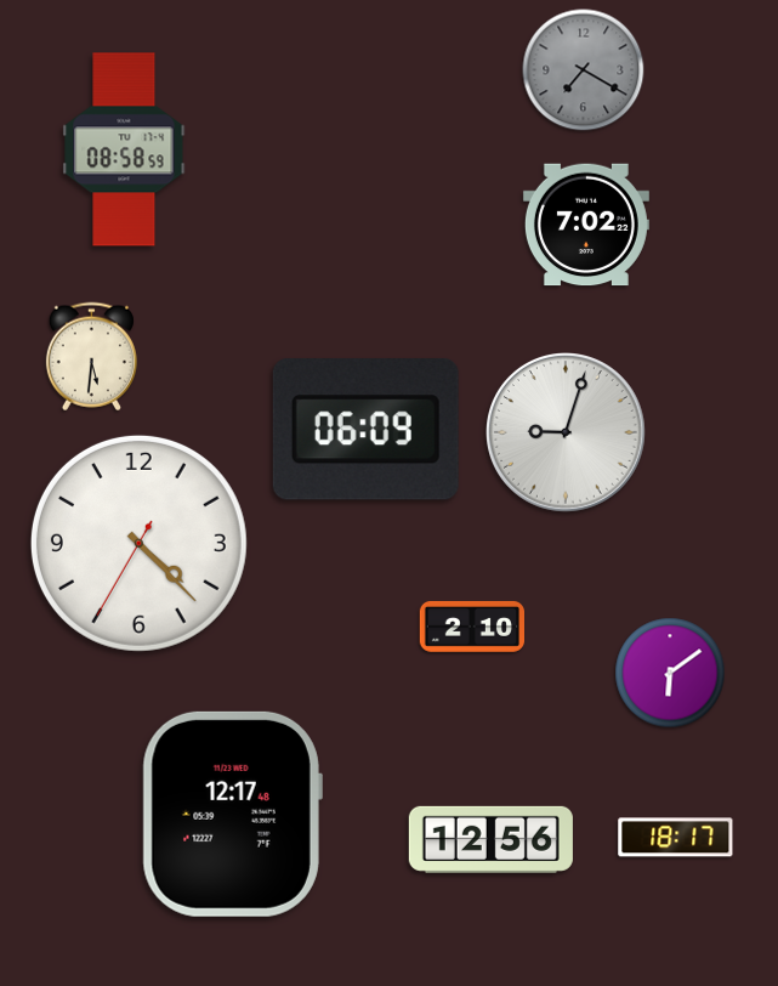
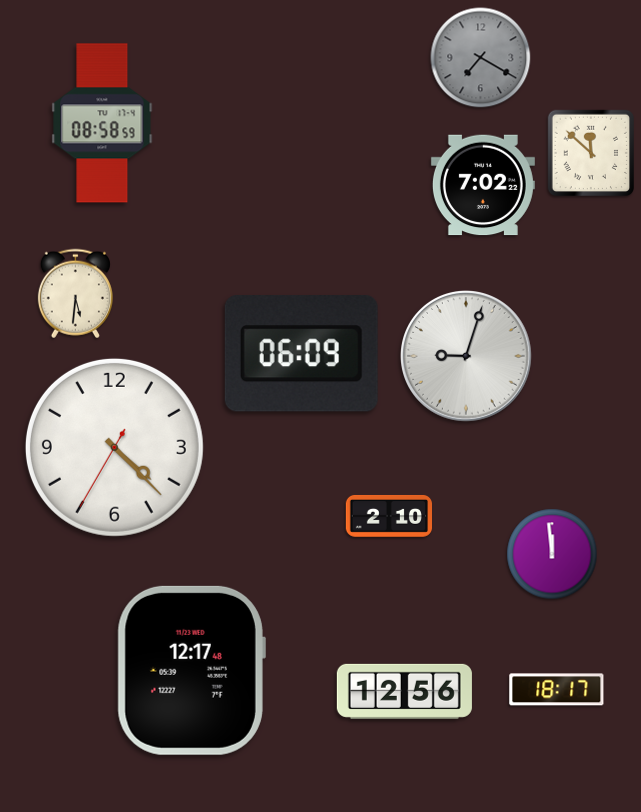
clock at (591, 153): none -> 11:52
clock at (670, 673): 6:09 -> 11:59
